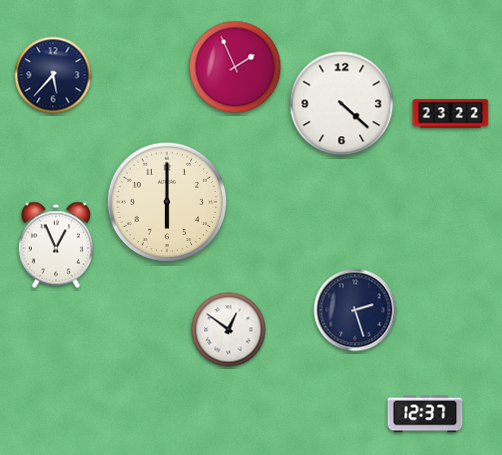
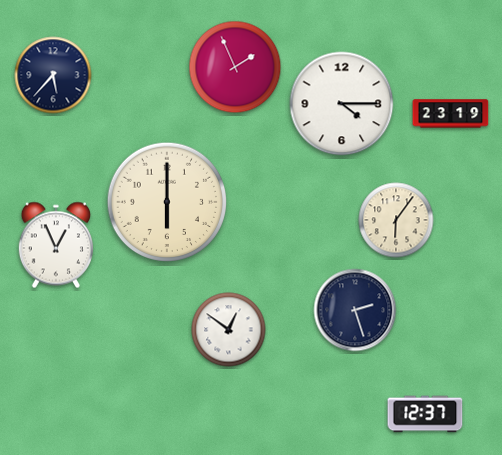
clock at (342, 104): 4:22 -> 4:15
clock at (451, 114): 23:22 -> 23:19
clock at (396, 220): none -> 6:06
